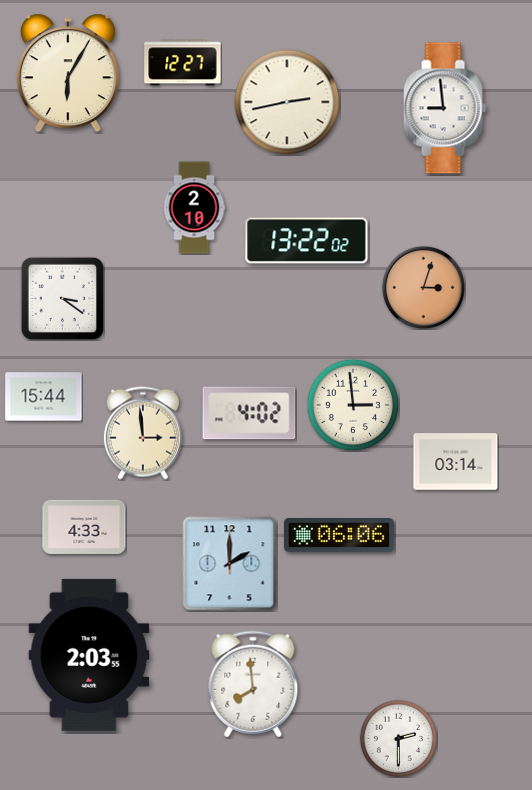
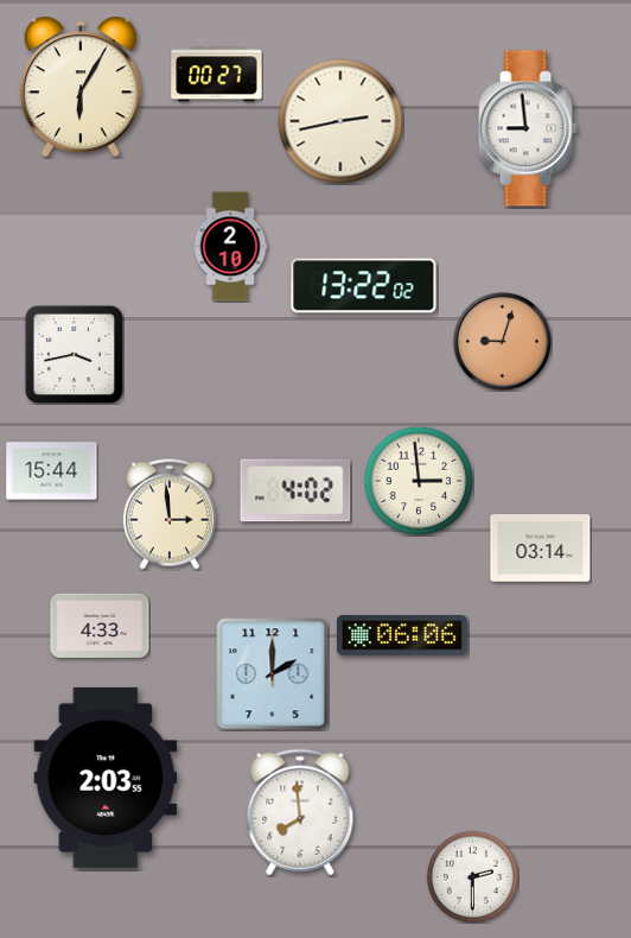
clock at (183, 63): 12:27 -> 00:27
clock at (423, 287): 3:03 -> 9:03
clock at (62, 298): 3:21 -> 3:43
clock at (230, 564) position: (230, 564) -> (273, 674)
